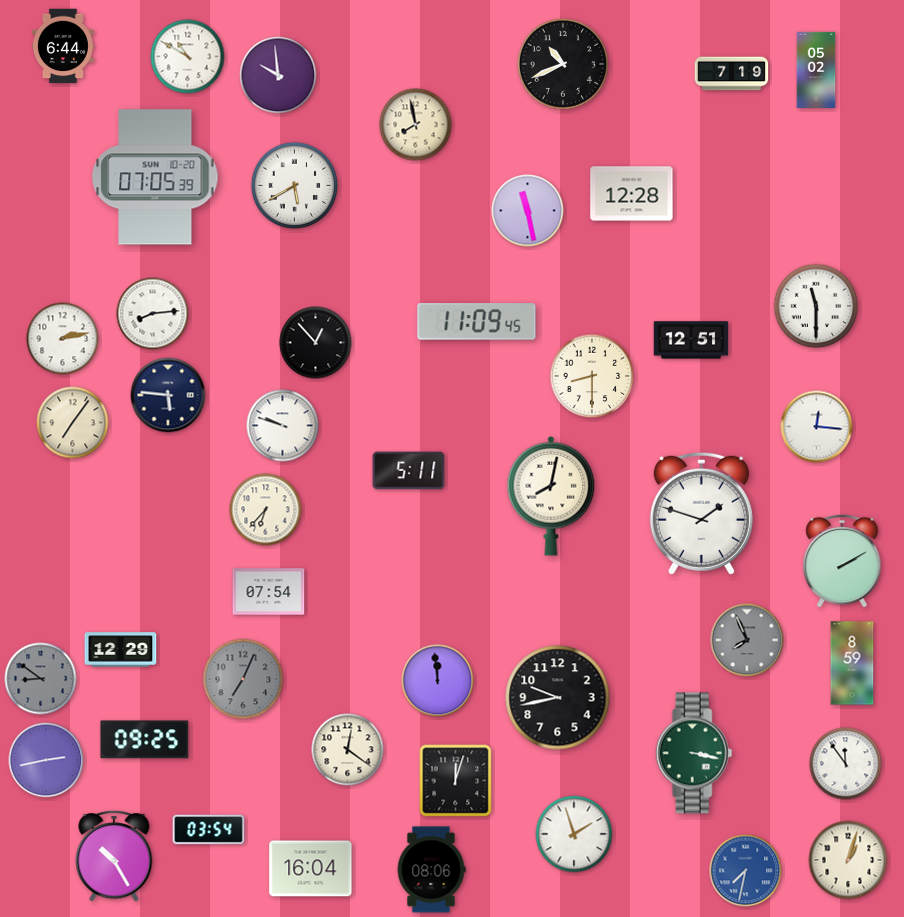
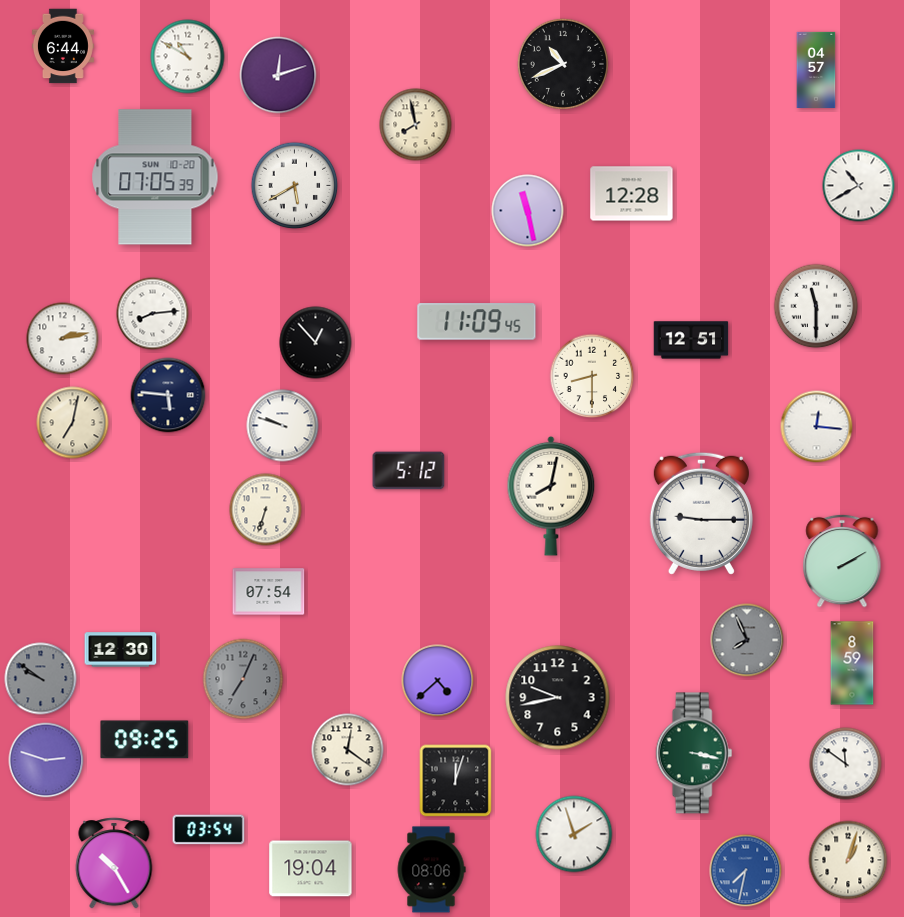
clock at (816, 69): 05:02 -> 04:57
clock at (732, 74): 7:19 -> none
clock at (278, 75): 9:59 -> 12:12
clock at (859, 186): none -> 10:40
clock at (73, 423): 7:06 -> 7:02
clock at (409, 471): 5:11 -> 5:12
clock at (266, 510): 6:37 -> 6:33
clock at (701, 513): 1:48 -> 9:15
clock at (121, 650): 12:29 -> 12:30
clock at (41, 679): 8:51 -> 9:51
clock at (438, 681): 11:59 -> 4:38
clock at (46, 760): 2:43 -> 2:48
clock at (846, 764): 11:54 -> 11:51
clock at (114, 856) position: (114, 856) -> (114, 863)
clock at (311, 869): 16:04 -> 19:04
